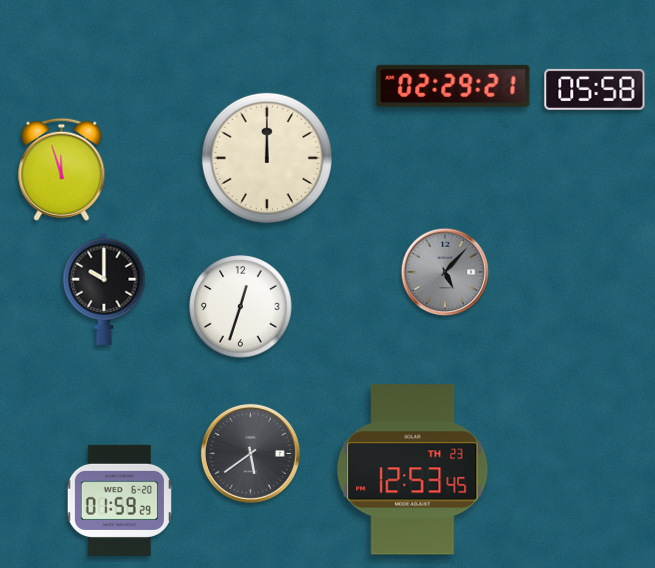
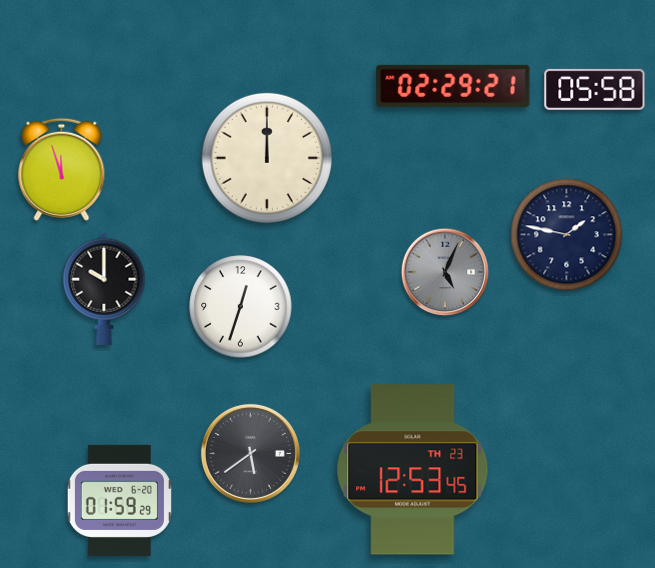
clock at (567, 235): none -> 1:47
clock at (445, 272): 5:07 -> 5:04
